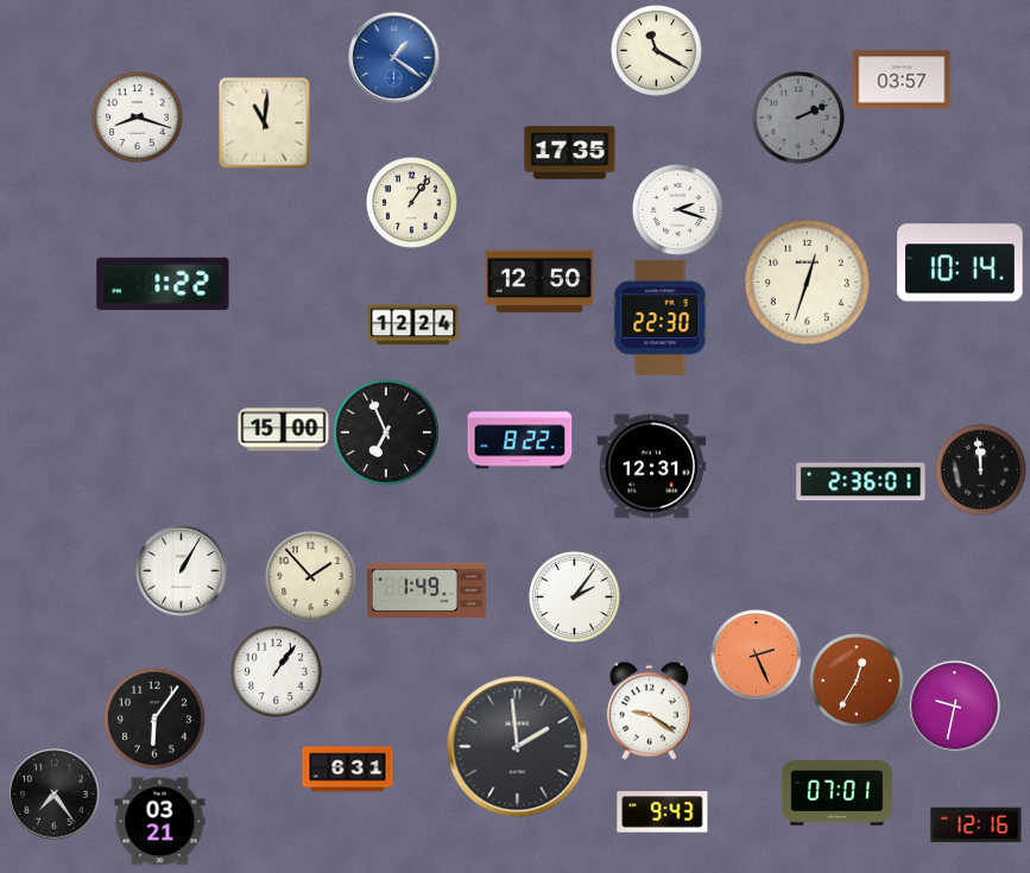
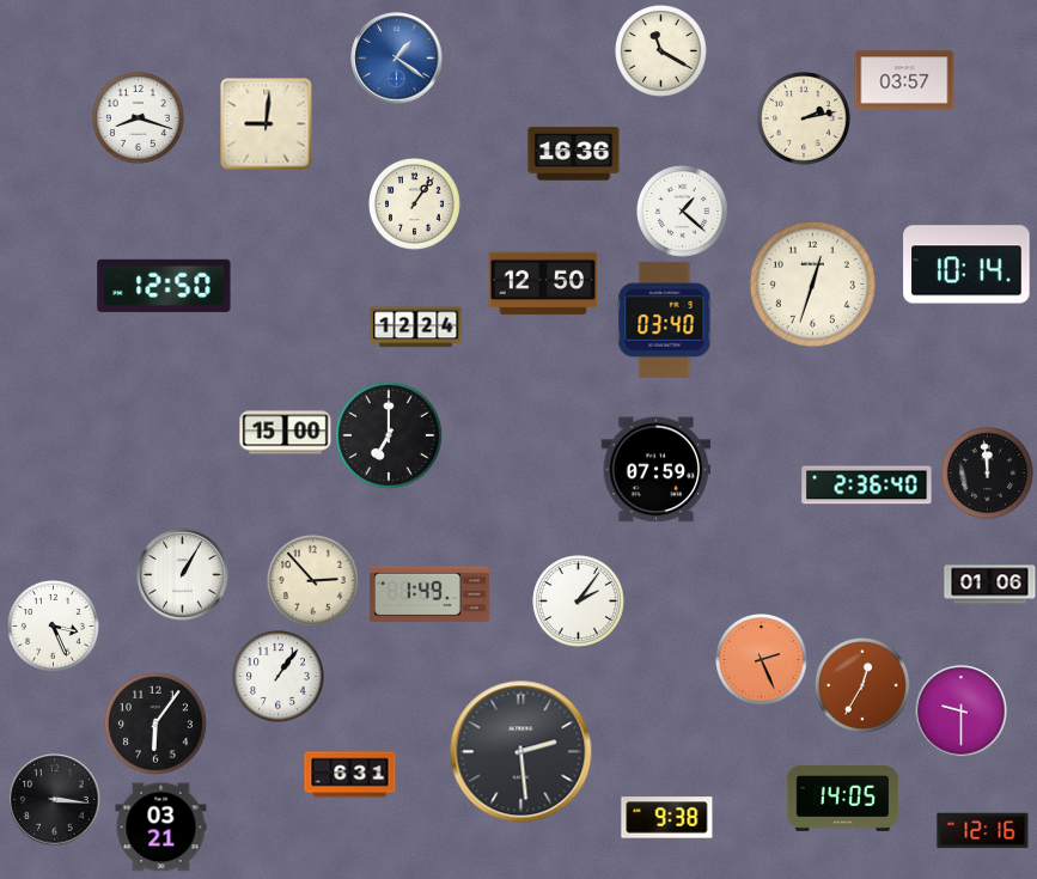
clock at (902, 80) position: (902, 80) -> (904, 80)
clock at (800, 119): 2:11 -> 2:13
clock at (800, 119) dial: grey -> cream
clock at (265, 124): 11:01 -> 9:01
clock at (570, 153): 17:35 -> 16:36
clock at (678, 210): 2:18 -> 1:22
clock at (163, 284): 1:22 -> 12:50
clock at (661, 317): 22:30 -> 03:40
clock at (386, 432): 6:56 -> 7:00
clock at (520, 441): 8:22 -> none
clock at (652, 467): 12:31 -> 07:59
clock at (861, 482): 2:36:01 -> 2:36:40
clock at (311, 577): 1:53 -> 2:53
clock at (990, 585): none -> 01:06
clock at (54, 627): none -> 3:26
clock at (955, 707): 9:32 -> 9:30
clock at (649, 710): 9:21 -> none
clock at (518, 747): 1:59 -> 2:29
clock at (838, 793): 07:01 -> 14:05
clock at (55, 795): 7:24 -> 3:16
clock at (663, 812): 9:43 -> 9:38
